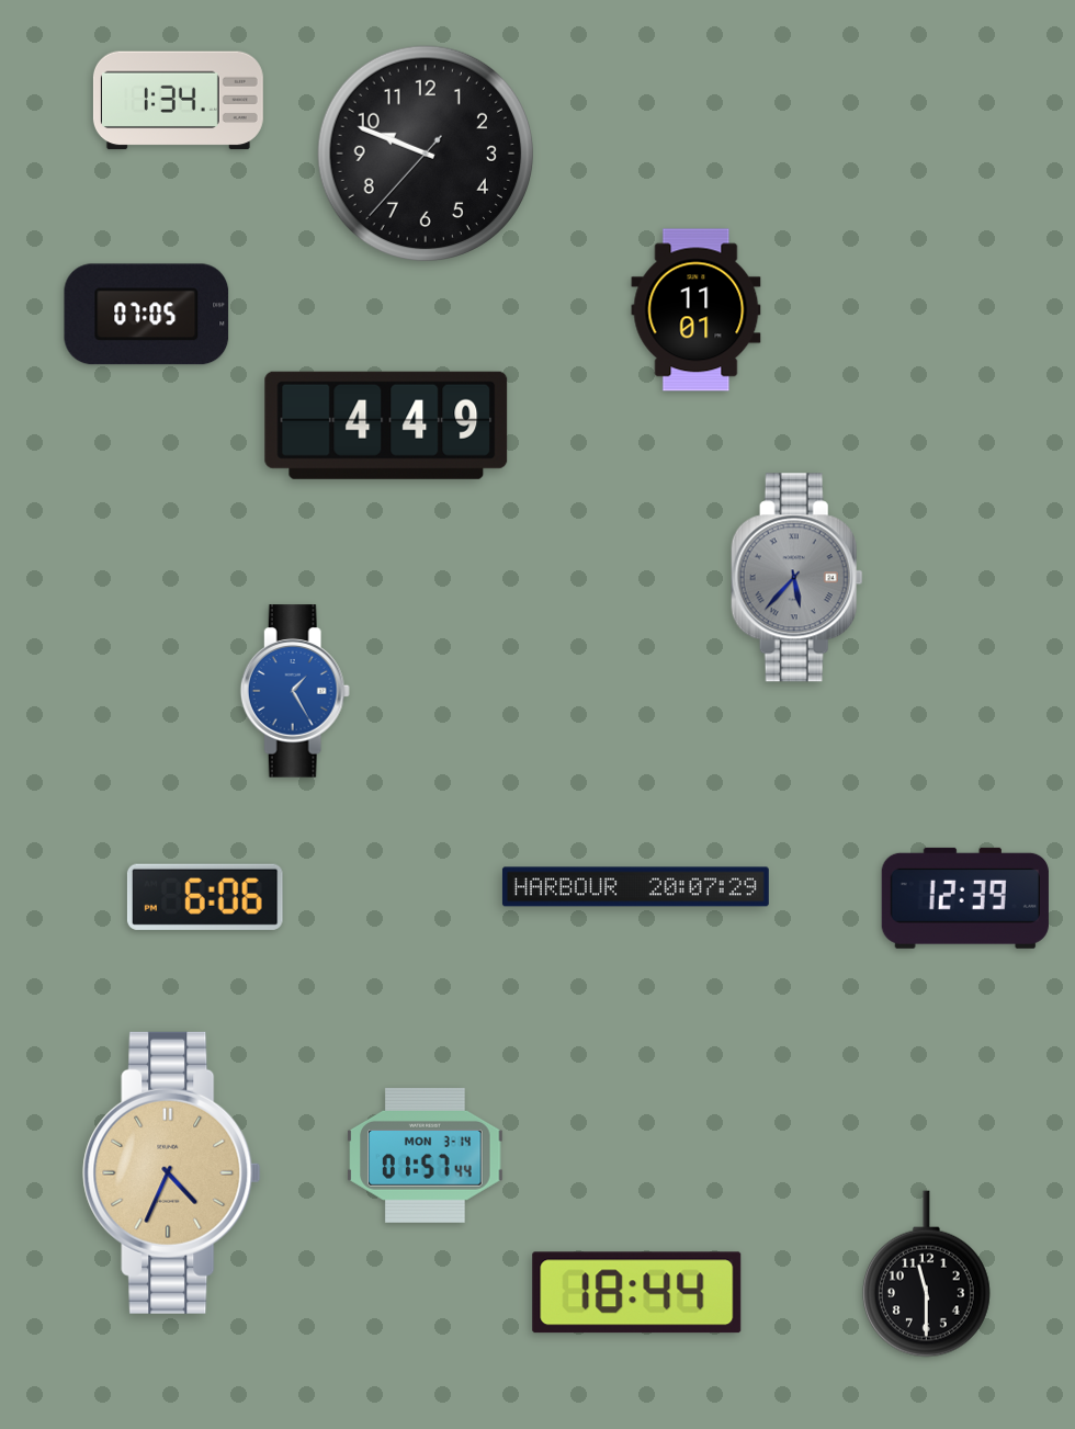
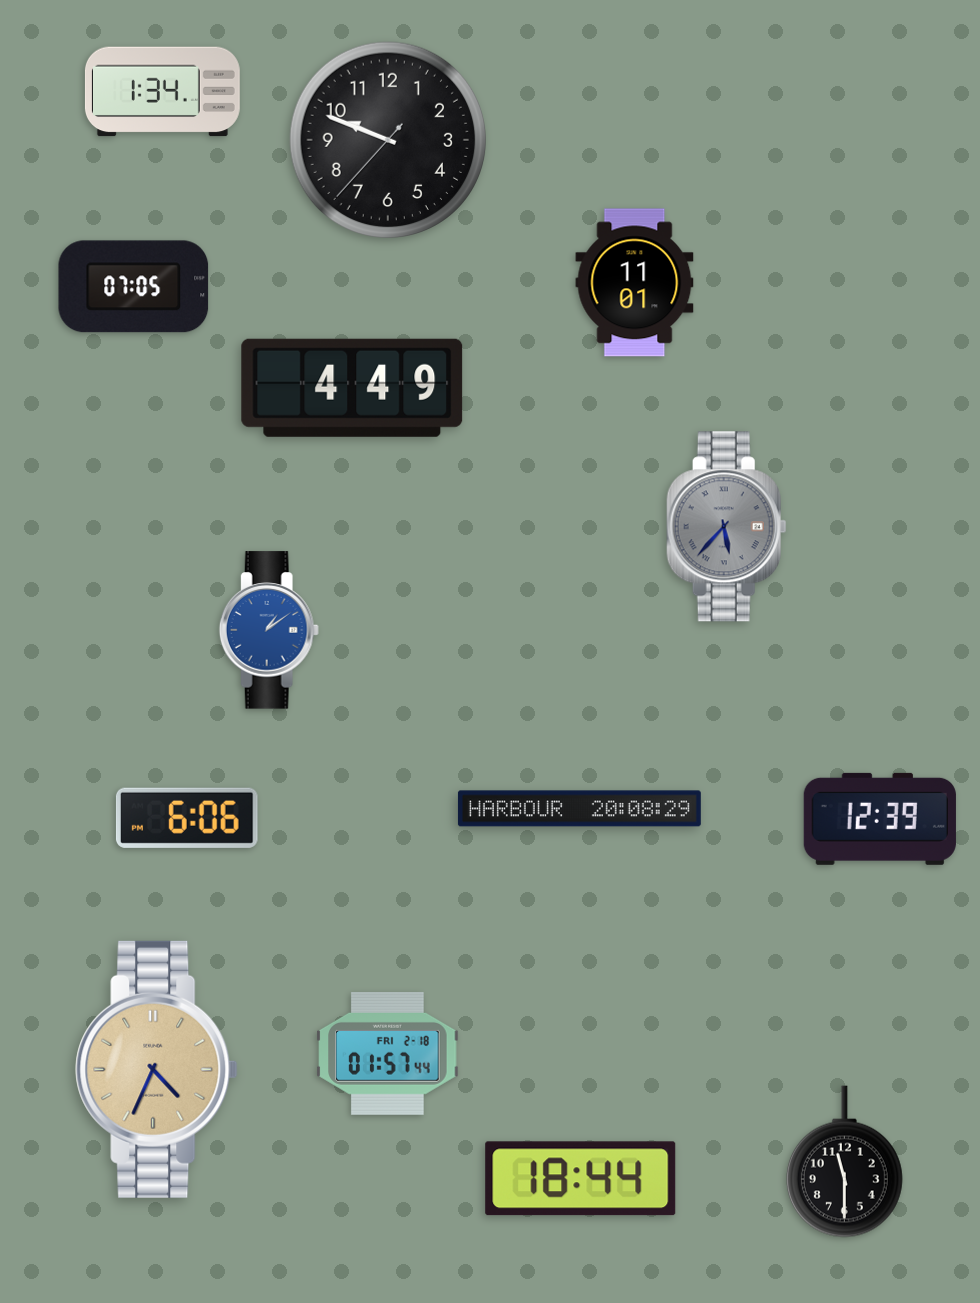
clock at (295, 691): 1:25 -> 1:09
clock at (635, 887): 20:07 -> 20:08
clock at (426, 1155) date: MON 3-14 -> FRI 2-18
